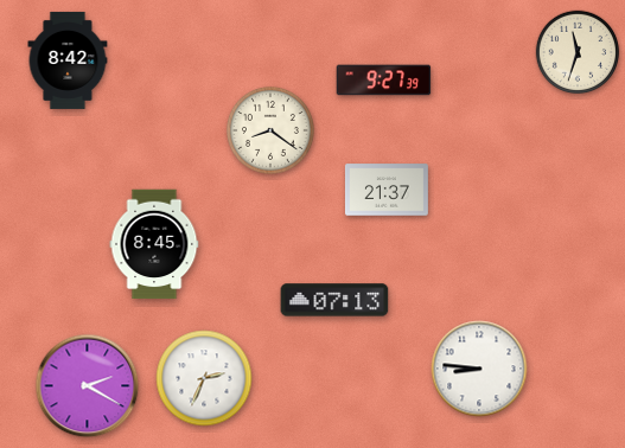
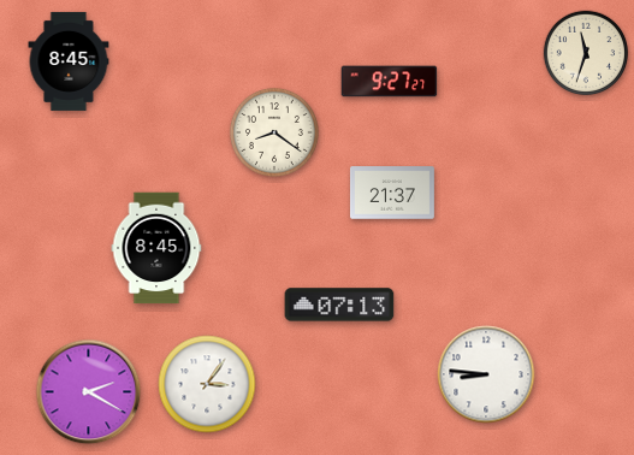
clock at (68, 60): 8:42 -> 8:45
clock at (384, 81): 9:27:39 -> 9:27:27
clock at (204, 378): 2:34 -> 3:06
